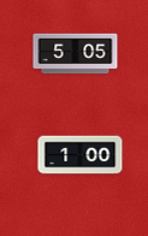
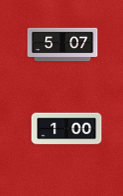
clock at (76, 54): 5:05 -> 5:07
